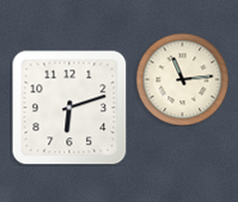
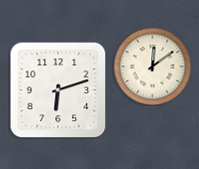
clock at (182, 79): 11:14 -> 12:09
